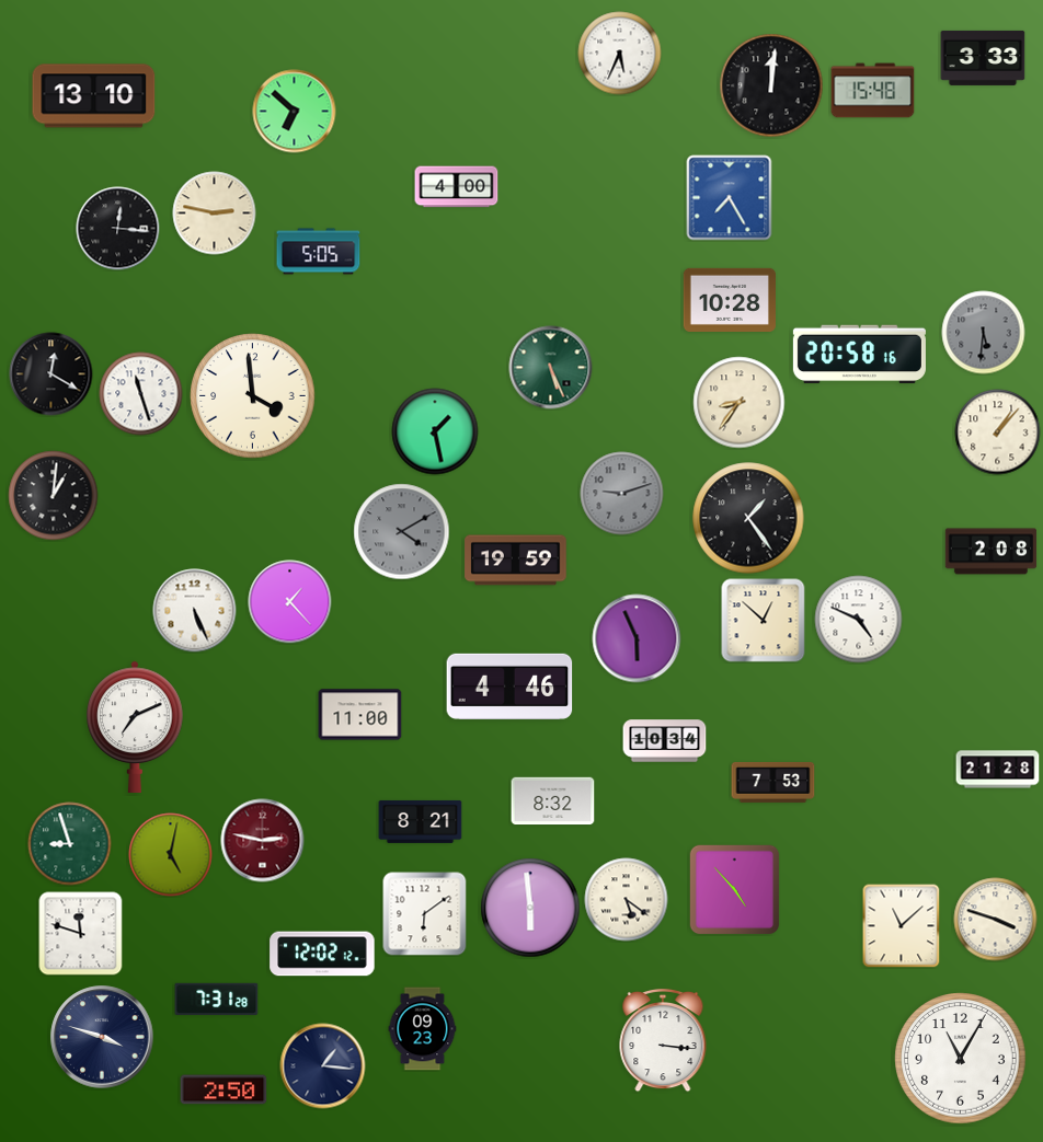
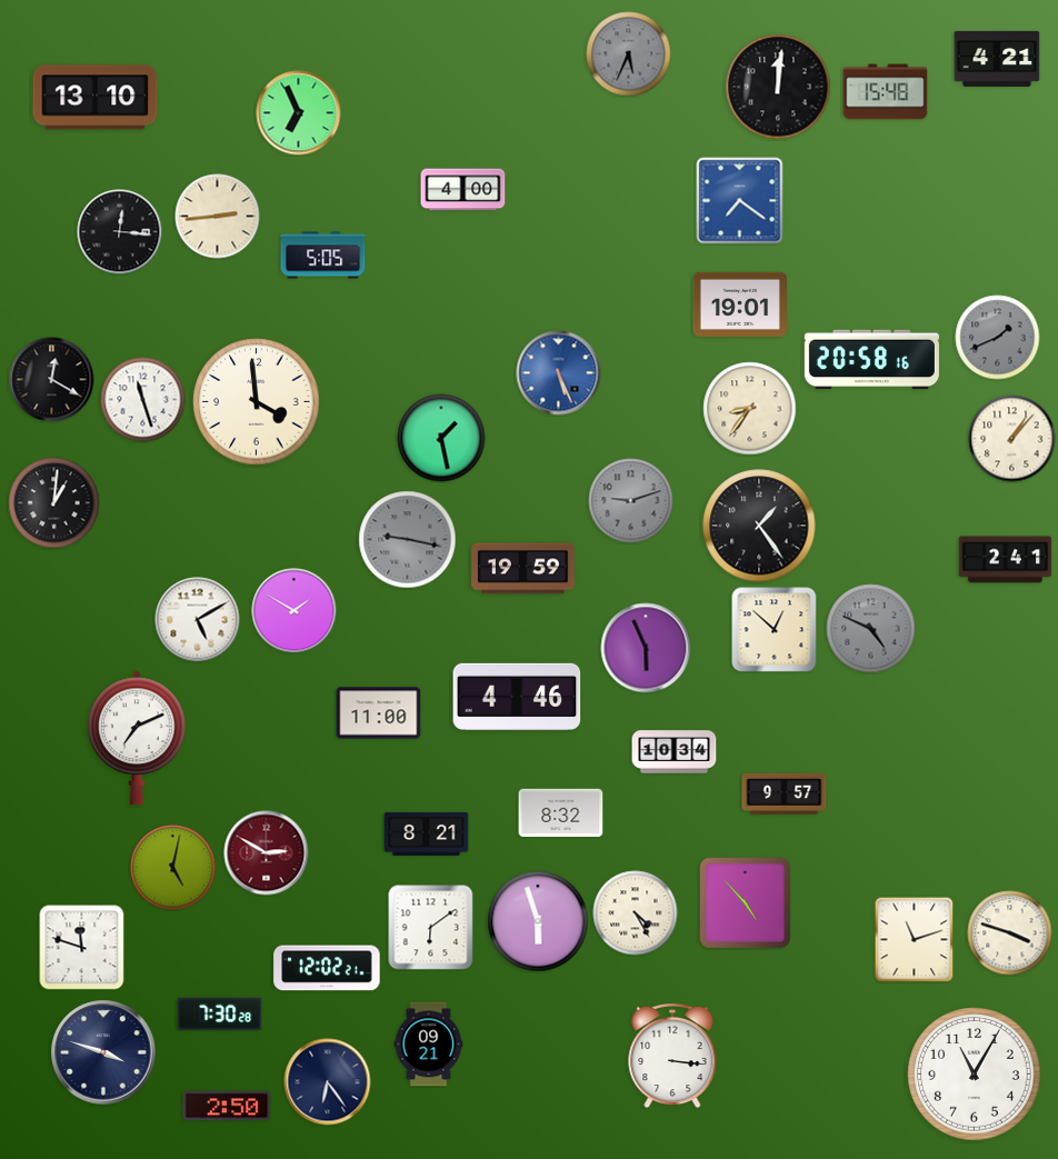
clock at (620, 54) dial: white -> grey
clock at (983, 58): 3:33 -> 4:21
clock at (771, 85) position: (771, 85) -> (778, 87)
clock at (295, 112): 6:52 -> 6:56
clock at (730, 198): 7:25 -> 7:21
clock at (215, 214): 2:47 -> 2:44
clock at (729, 300): 10:28 -> 19:01
clock at (984, 333): 5:31 -> 1:41
clock at (551, 368) dial: green -> blue
clock at (402, 532): 4:10 -> 9:17
clock at (992, 552): 2:08 -> 2:41
clock at (290, 602): 1:23 -> 1:50
clock at (195, 611): 5:26 -> 5:10
clock at (859, 620) dial: white -> grey
clock at (360, 715) position: (360, 715) -> (379, 713)
clock at (998, 770): 21:28 -> none
clock at (773, 782): 7:53 -> 9:57
clock at (263, 841): 2:47 -> 2:50
clock at (70, 844): 8:57 -> none
clock at (627, 900): 5:21 -> 4:25
clock at (530, 908): 5:59 -> 5:57
clock at (902, 925): 11:08 -> 11:12
clock at (322, 954): 12:02:12 -> 12:02:21
clock at (217, 999): 7:31 -> 7:30
clock at (423, 1029): 09:23 -> 09:21
clock at (323, 1066): 1:16 -> 6:24
